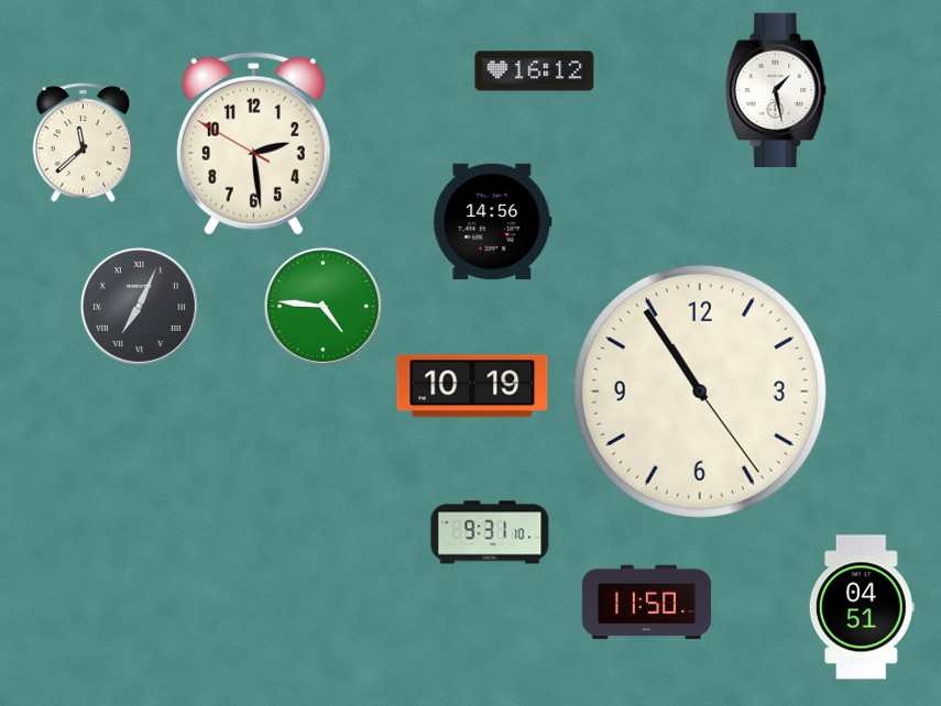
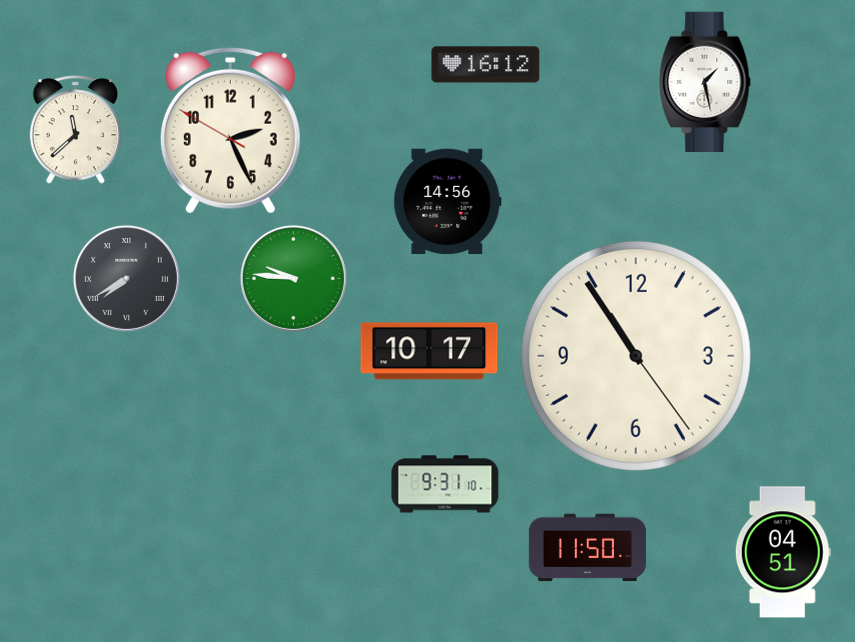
clock at (253, 143): 2:28 -> 2:25
clock at (139, 306): 7:04 -> 7:40
clock at (322, 306): 4:46 -> 9:46
clock at (472, 386): 10:19 -> 10:17
